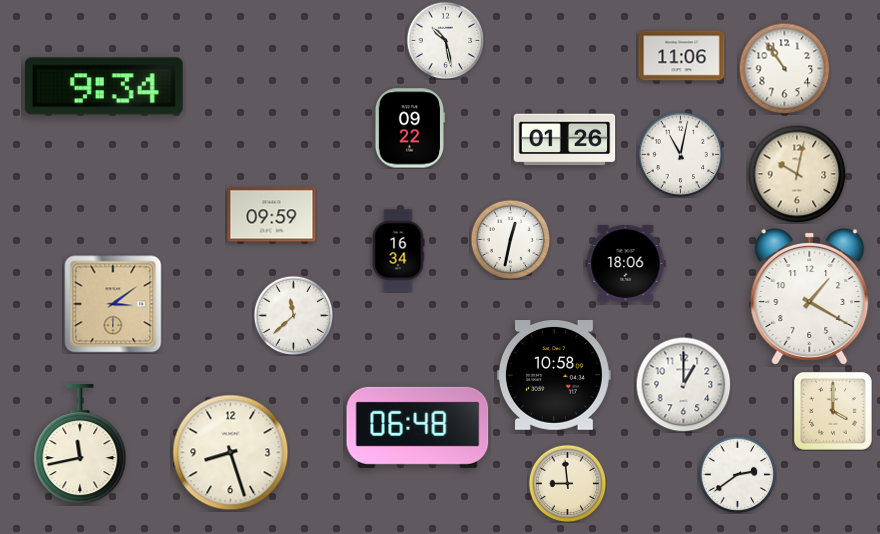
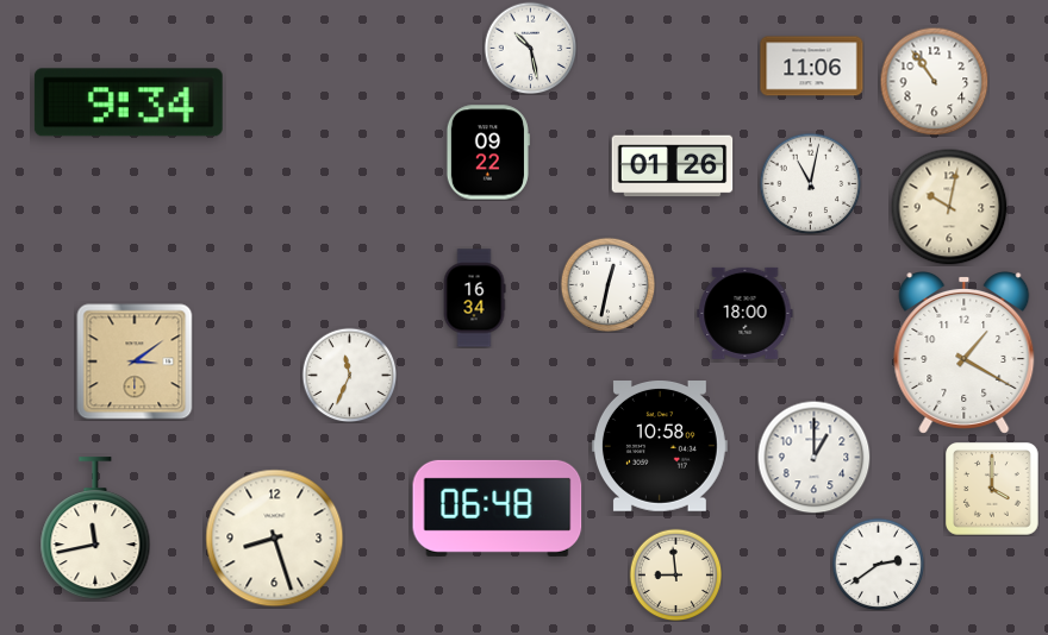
clock at (104, 86) position: (104, 86) -> (129, 102)
clock at (272, 215): 09:59 -> none
clock at (626, 263): 18:06 -> 18:00
clock at (293, 315): 11:38 -> 11:34
